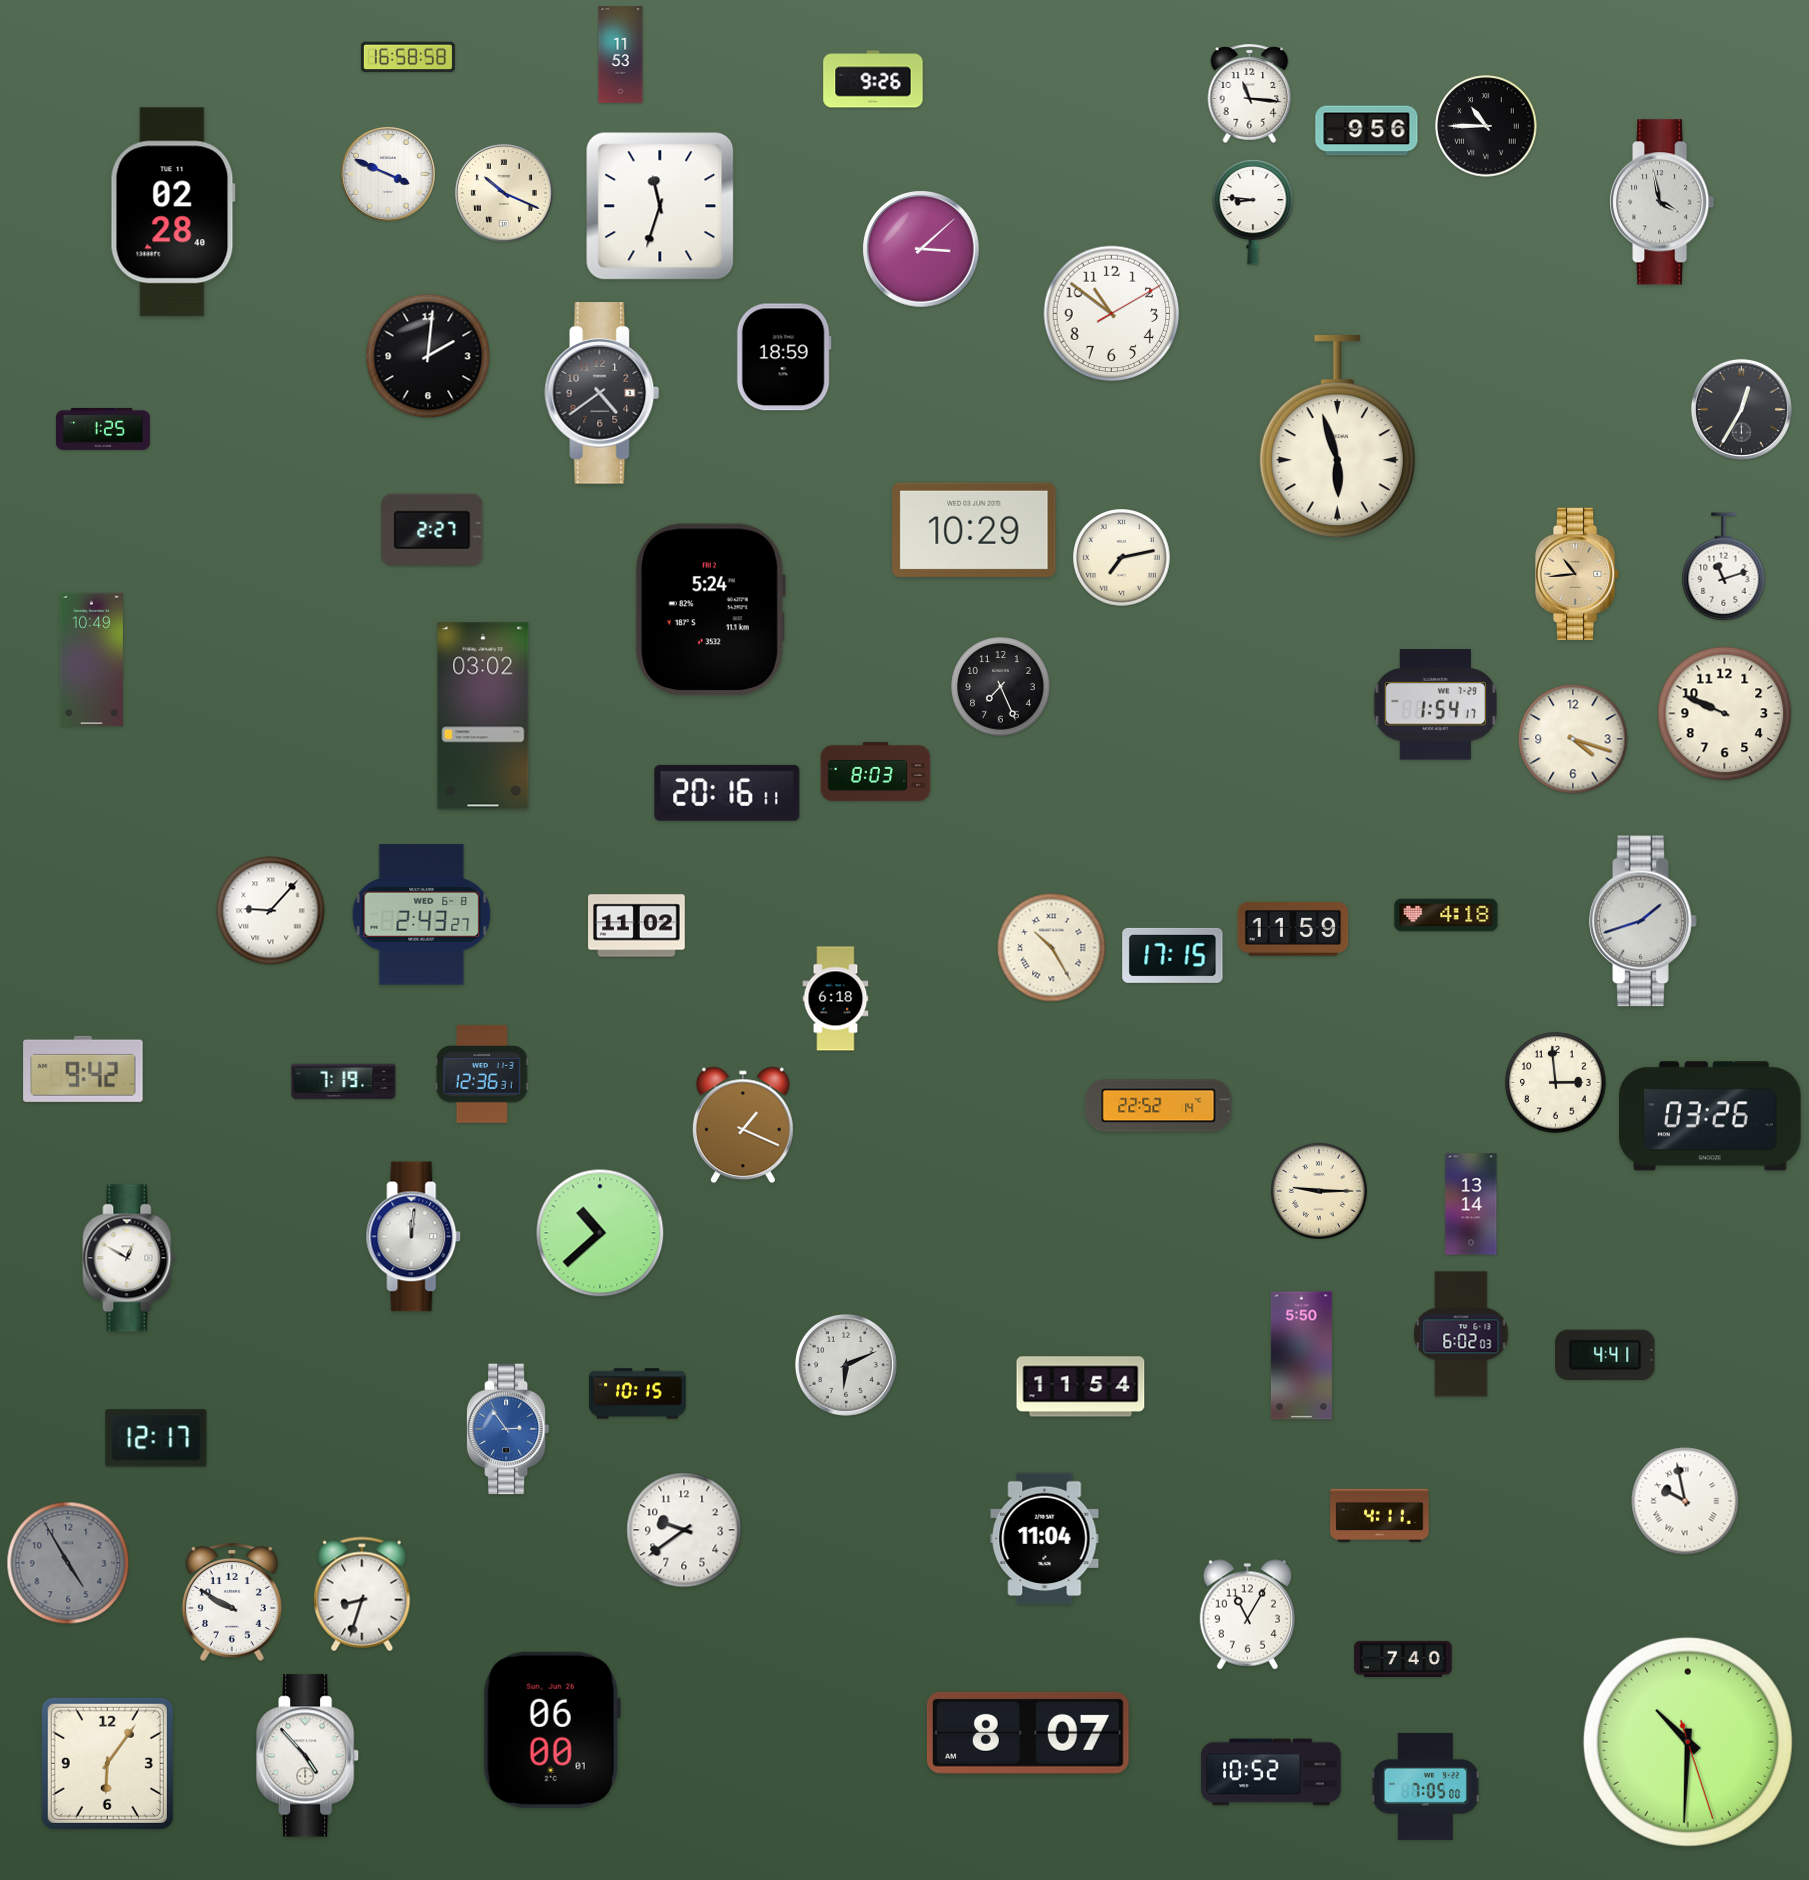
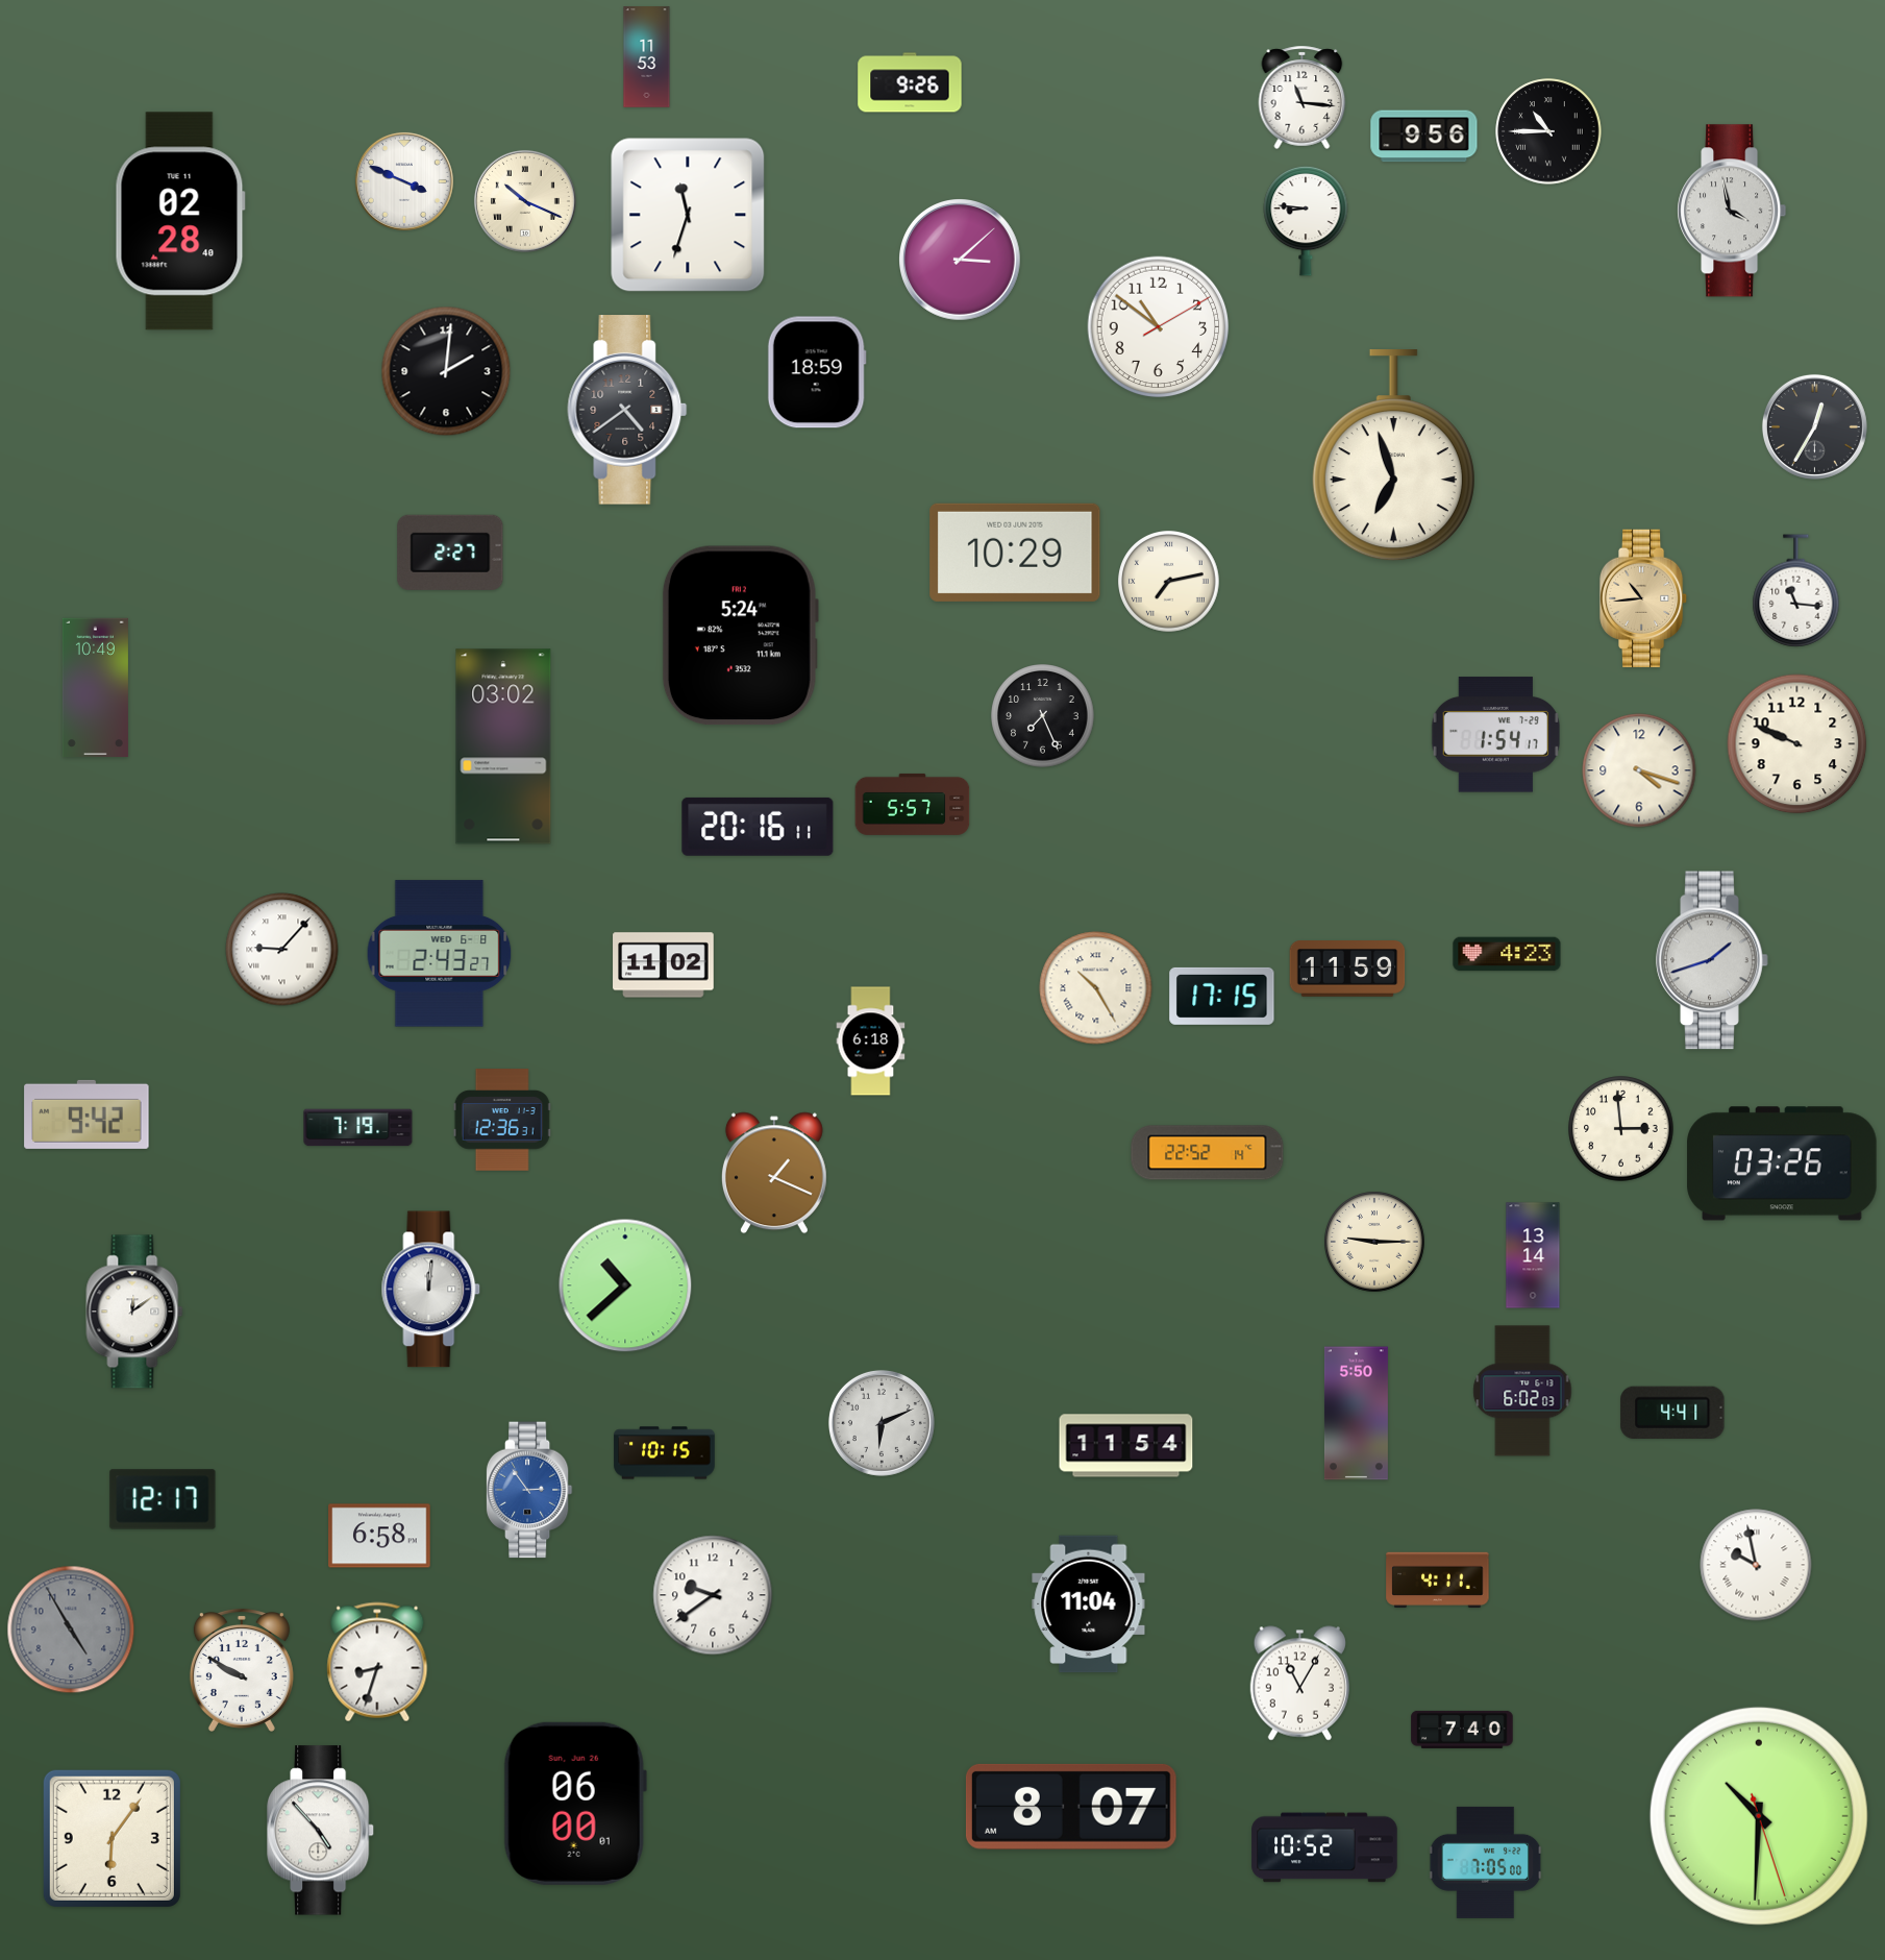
clock at (408, 57): 16:58 -> none
clock at (103, 429): 1:25 -> none
clock at (1337, 438): 5:57 -> 6:57
clock at (1724, 567): 11:12 -> 11:16
clock at (876, 771): 8:03 -> 5:57
clock at (1446, 915): 4:18 -> 4:23
clock at (129, 1258): 12:50 -> 12:09
clock at (379, 1536): none -> 6:58
